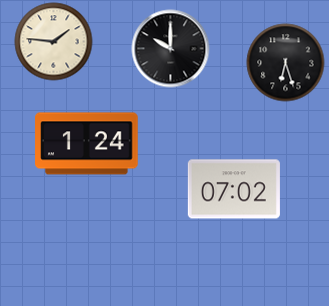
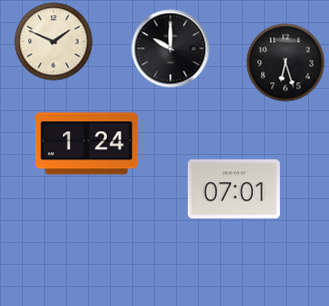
clock at (53, 41): 1:46 -> 1:49
clock at (234, 189): 07:02 -> 07:01
